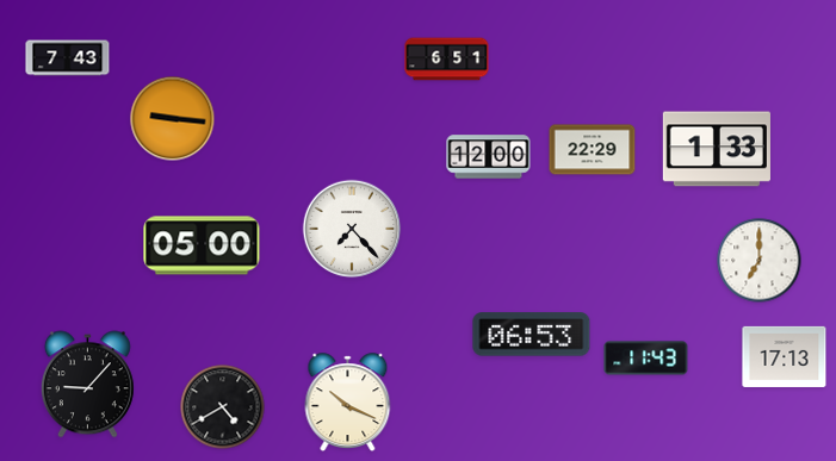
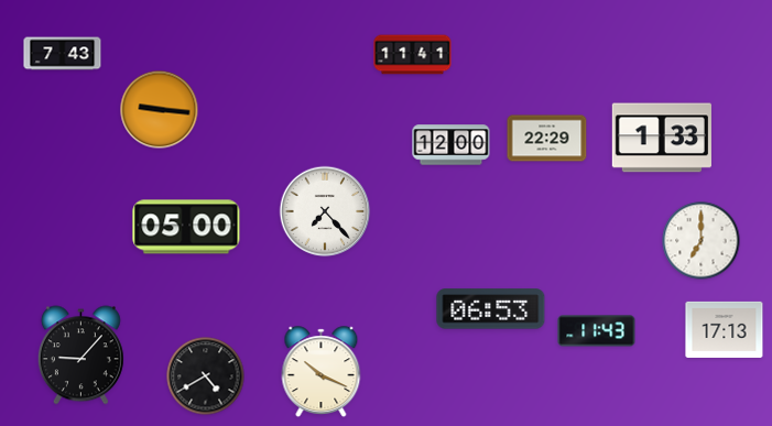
clock at (447, 60): 6:51 -> 11:41
